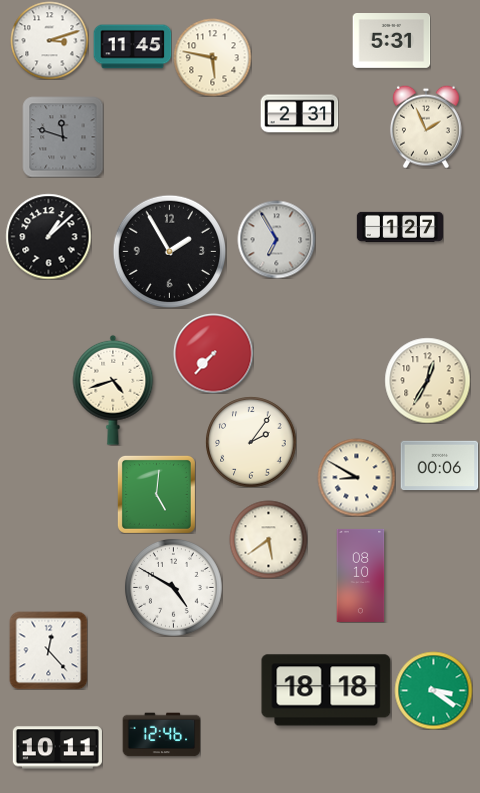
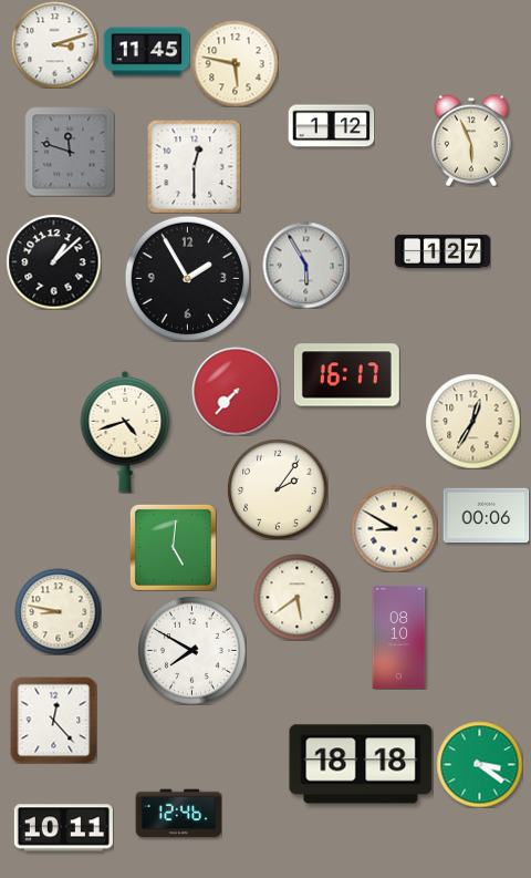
clock at (391, 41): 5:31 -> none
clock at (299, 114): 2:31 -> 1:12
clock at (426, 127): 1:56 -> 5:56
clock at (194, 166): none -> 12:30
clock at (276, 239): 6:55 -> 5:55
clock at (346, 375): none -> 16:17
clock at (58, 611): none -> 8:47
clock at (173, 587): 4:50 -> 7:50
